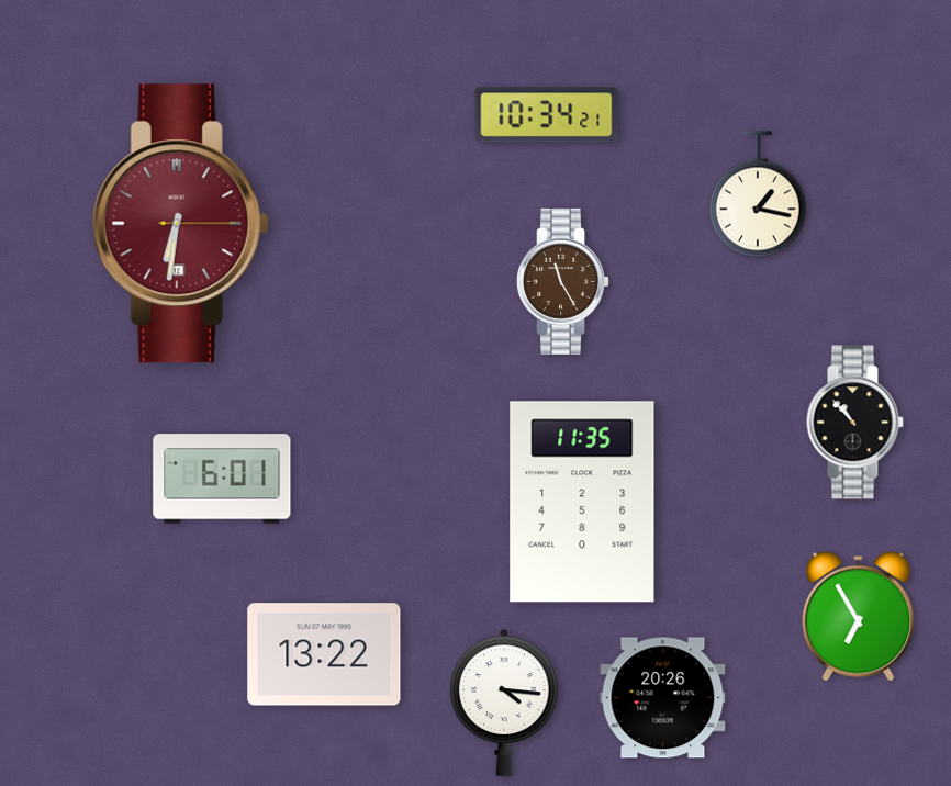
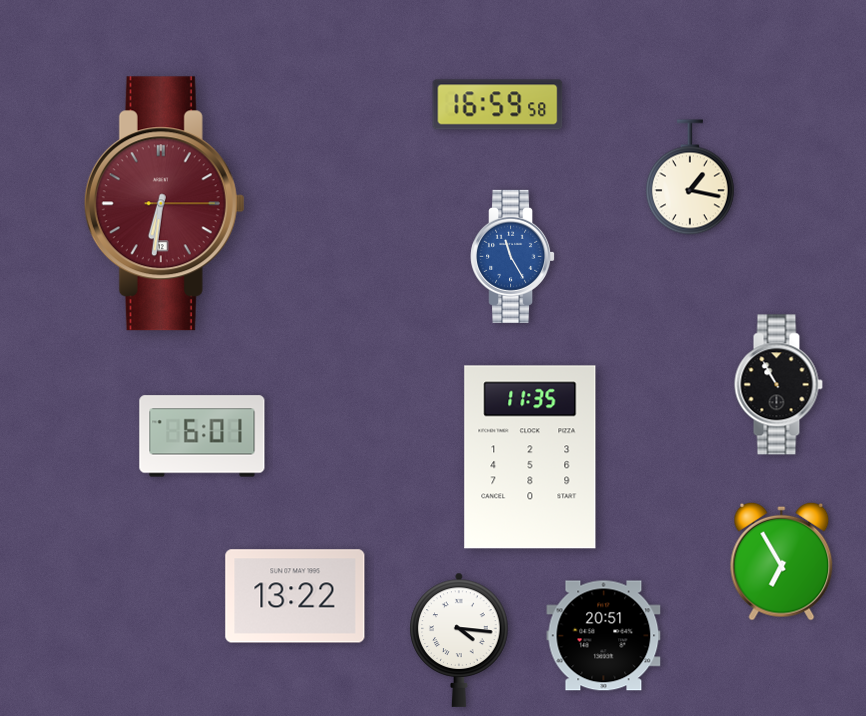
clock at (547, 115): 10:34 -> 16:59
clock at (563, 281) dial: brown -> blue
clock at (854, 423): 10:53 -> 10:55
clock at (663, 698): 20:26 -> 20:51
